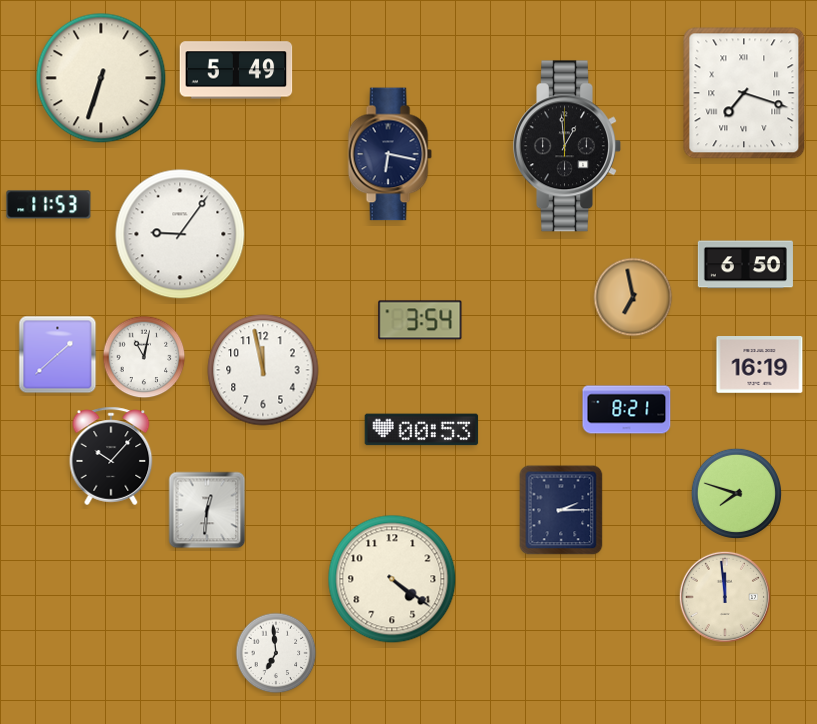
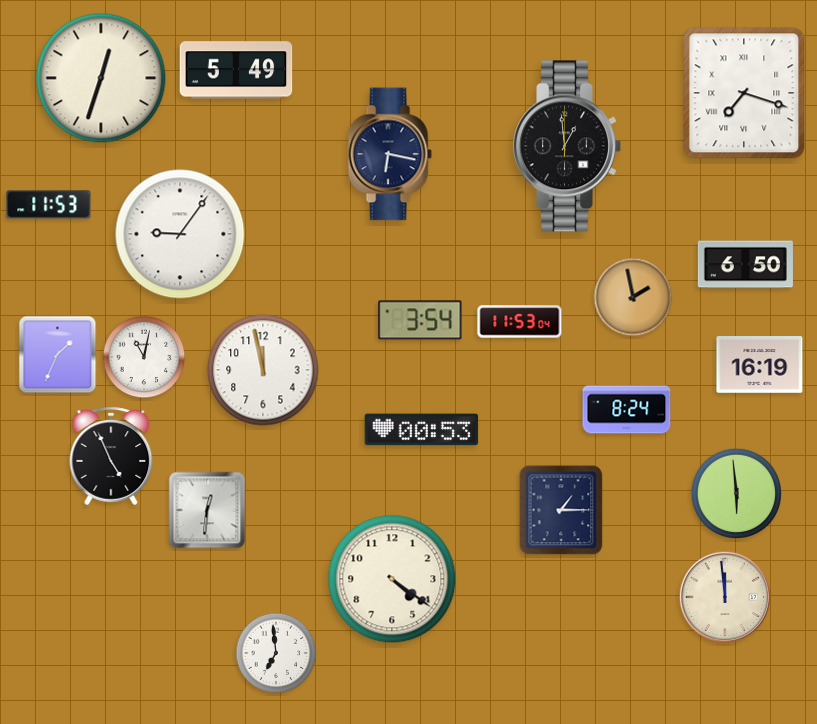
clock at (101, 78): 6:33 -> 12:33
clock at (633, 297): 6:58 -> 1:58
clock at (520, 322): none -> 11:53
clock at (58, 355): 1:38 -> 1:34
clock at (627, 410): 8:21 -> 8:24
clock at (111, 456): 10:07 -> 4:56
clock at (736, 493): 7:48 -> 5:59
clock at (561, 510): 2:15 -> 1:15
